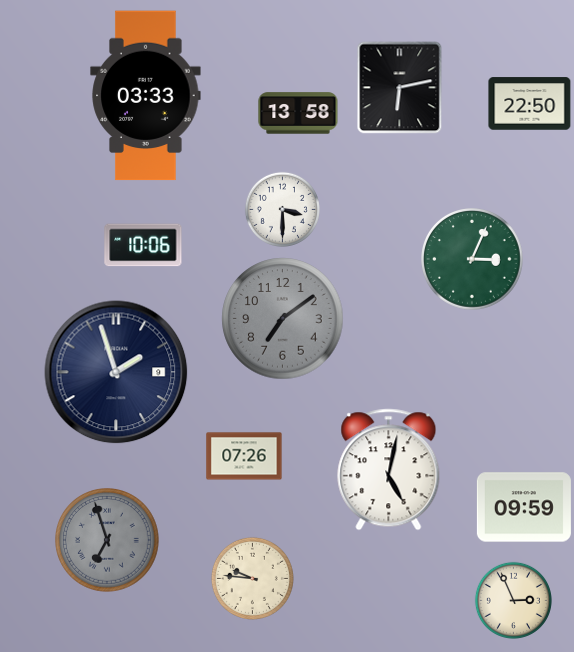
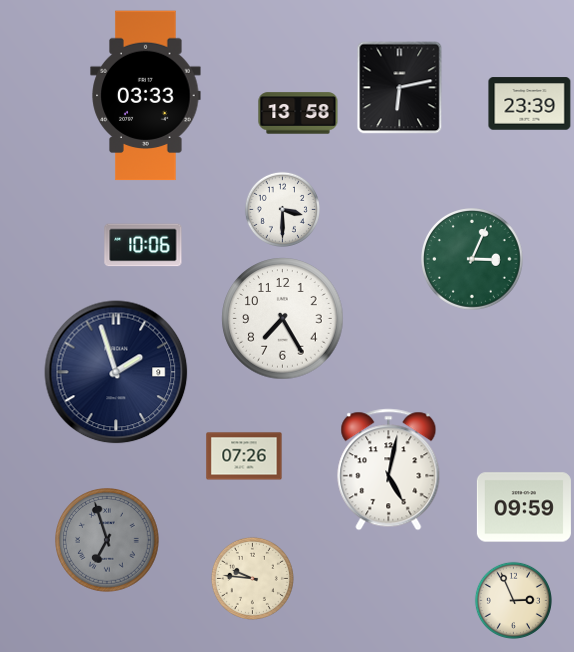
clock at (530, 104): 22:50 -> 23:39
clock at (283, 319): 7:09 -> 7:25
clock at (283, 319) dial: grey -> white
